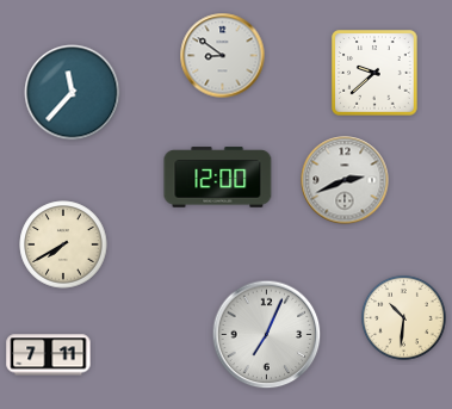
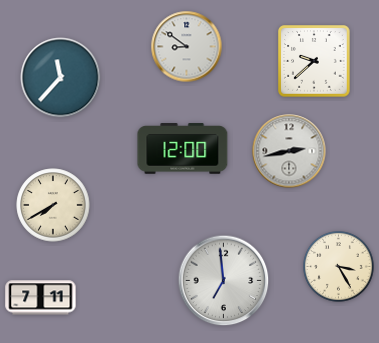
clock at (345, 180): 2:41 -> 2:43
clock at (404, 318): 10:31 -> 3:25
clock at (267, 335): 7:04 -> 6:59
